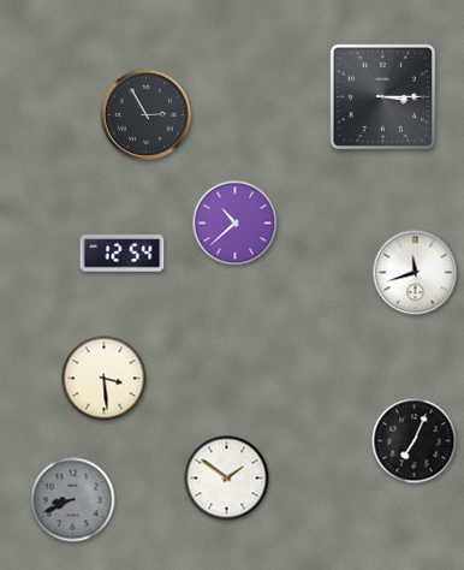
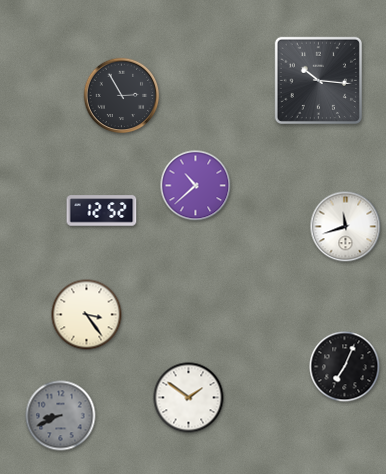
clock at (382, 96): 3:15 -> 10:16
clock at (123, 254): 12:54 -> 12:52
clock at (105, 379): 3:29 -> 3:24
